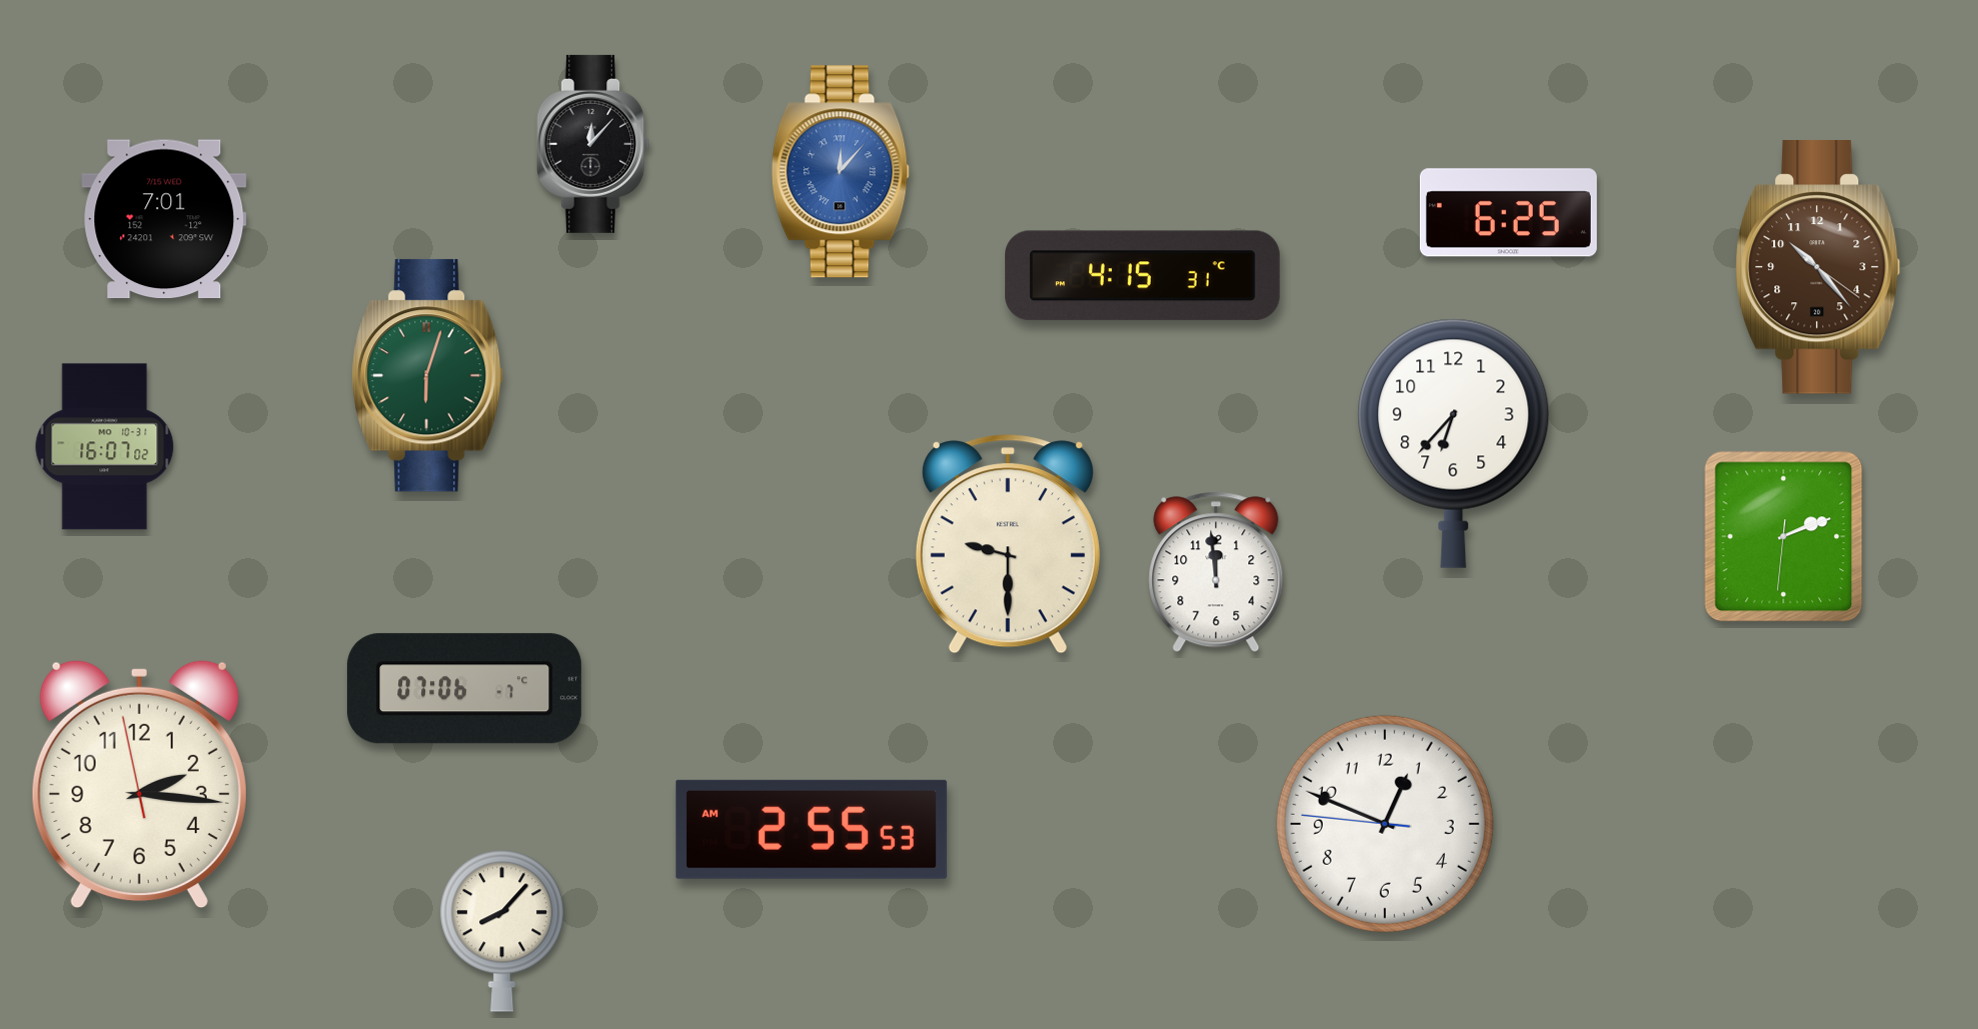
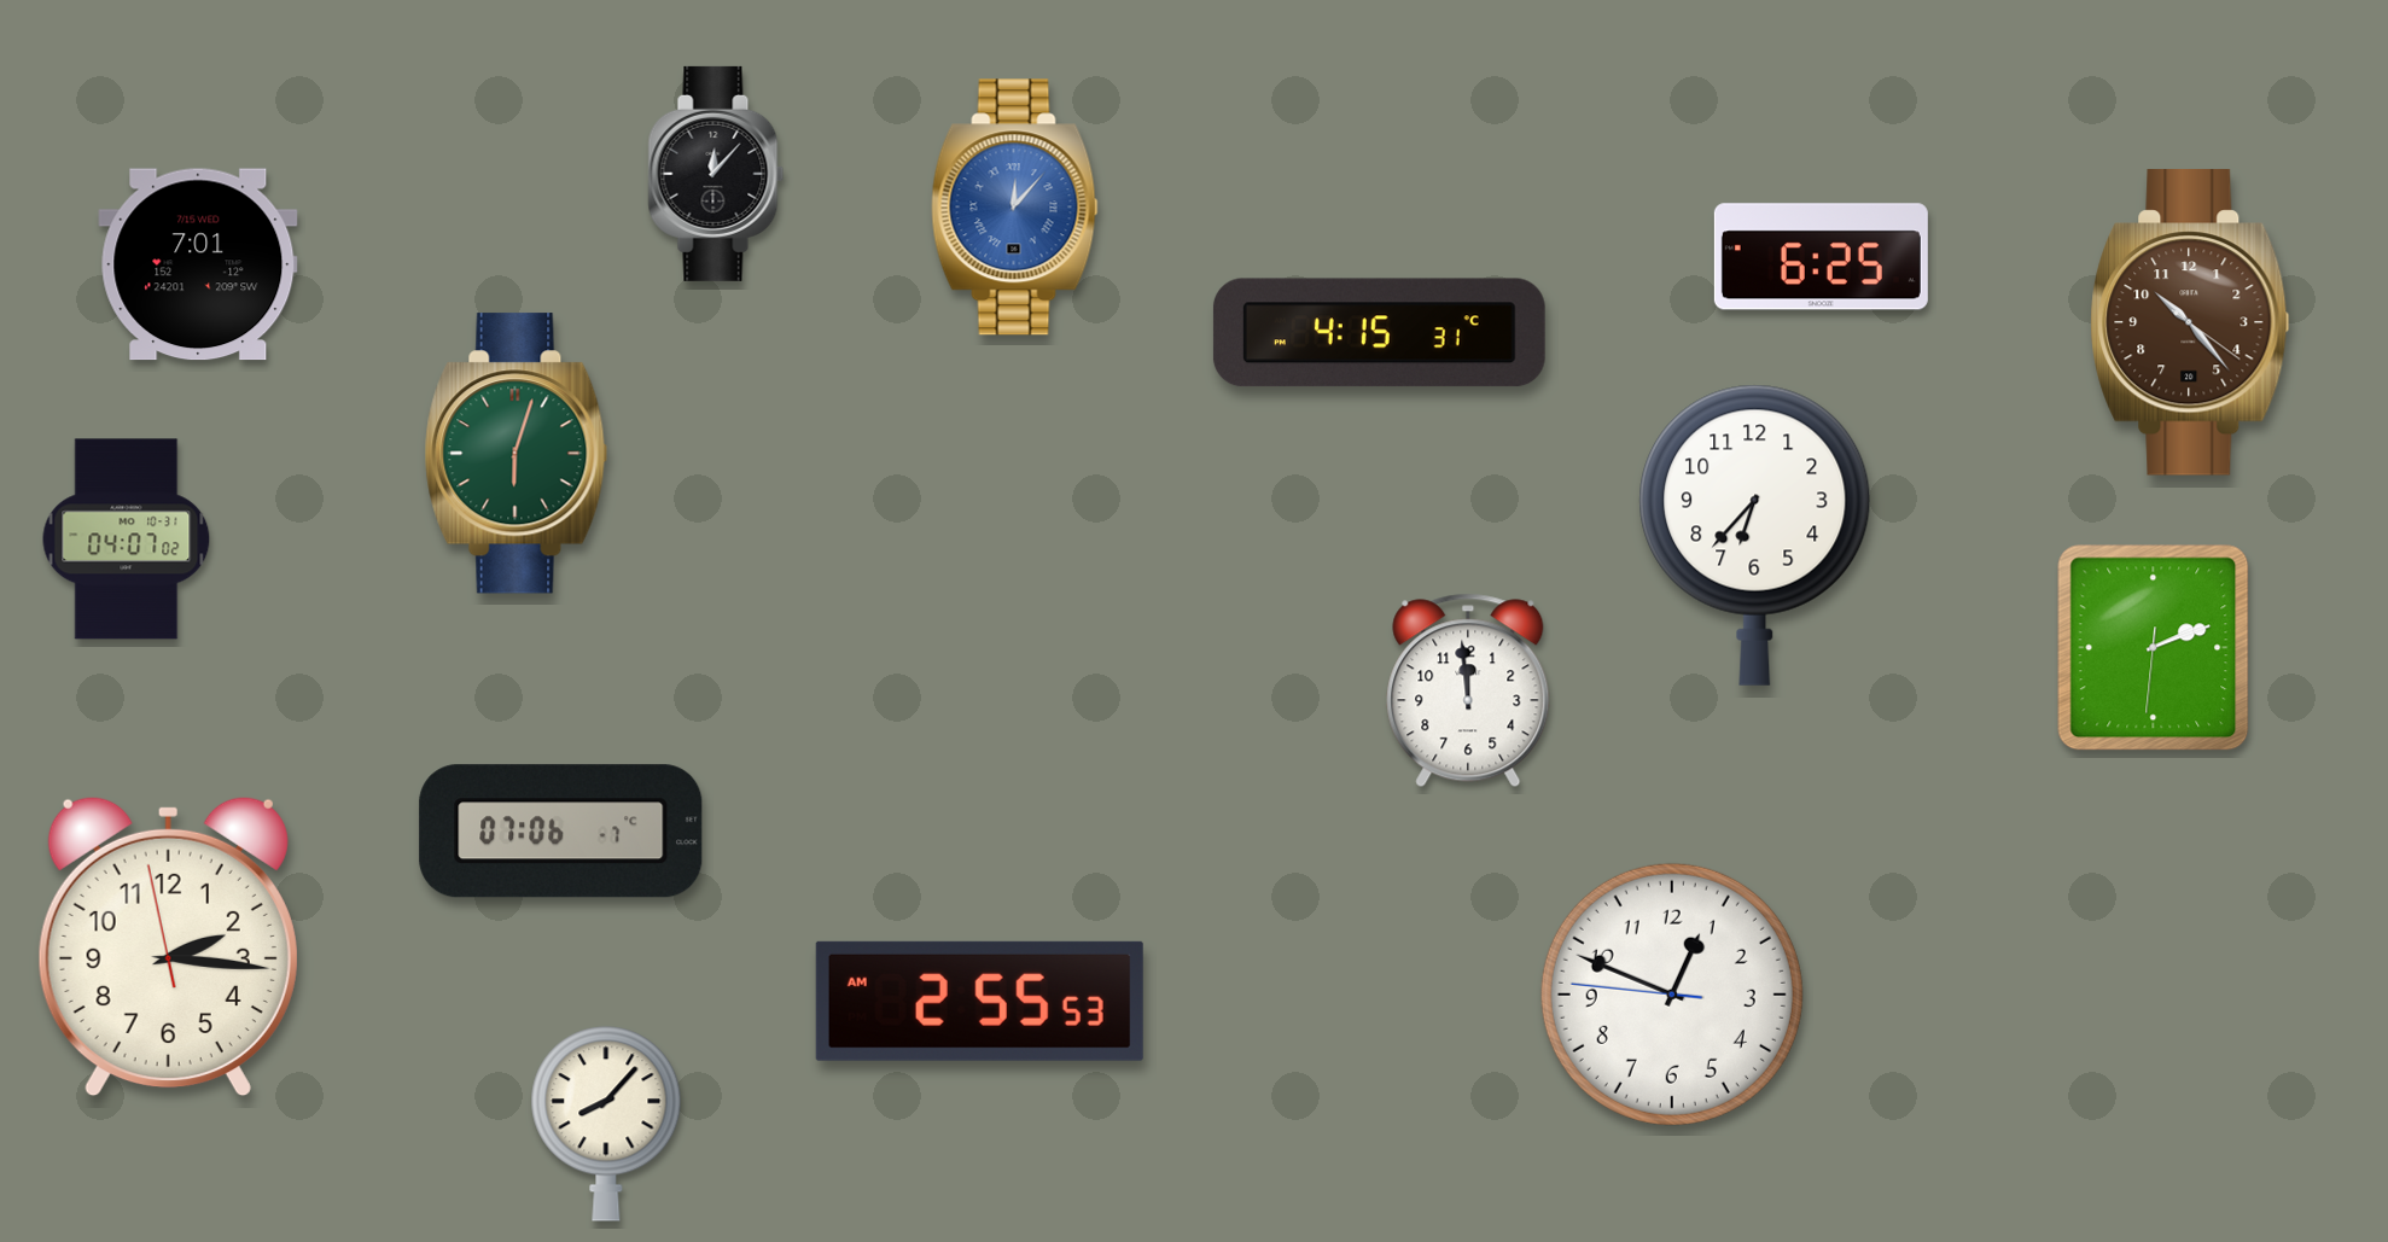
clock at (1818, 268) position: (1818, 268) -> (2190, 323)
clock at (105, 447): 16:07 -> 04:07
clock at (1008, 544): 9:30 -> none
